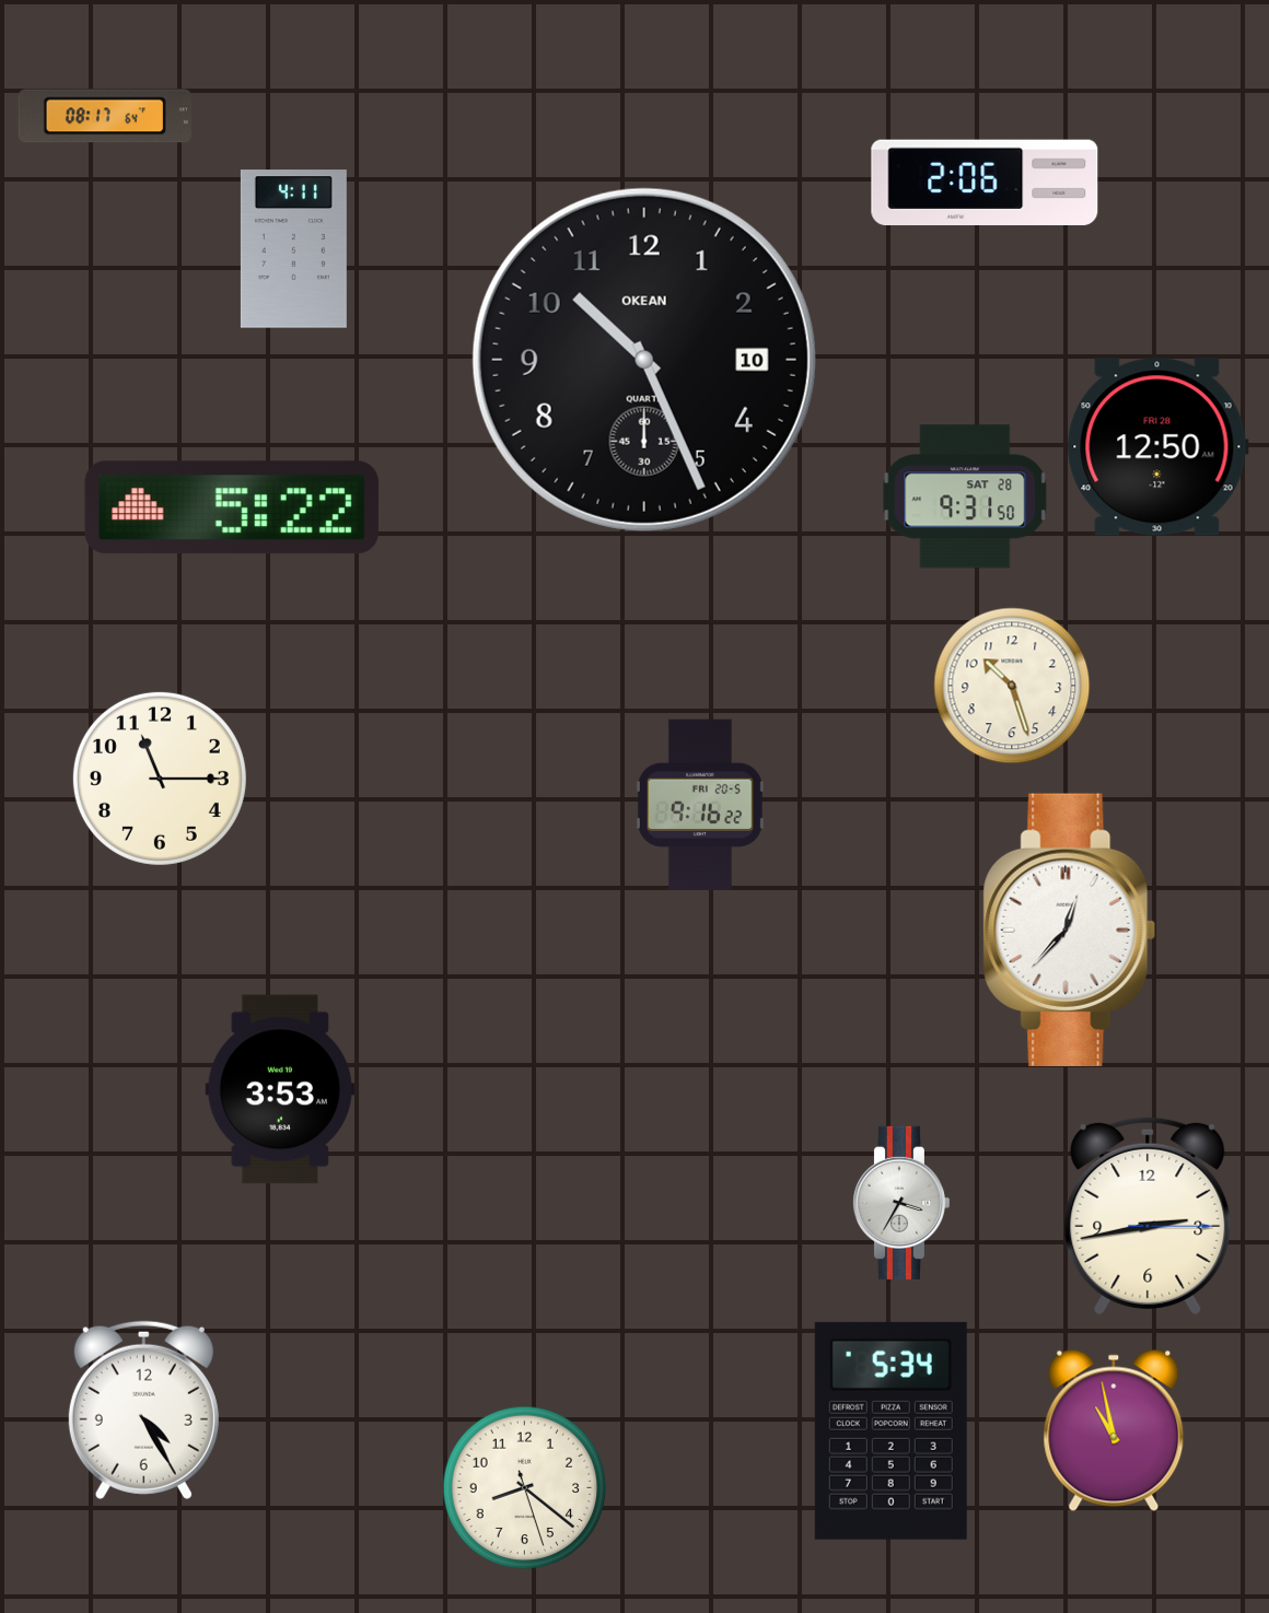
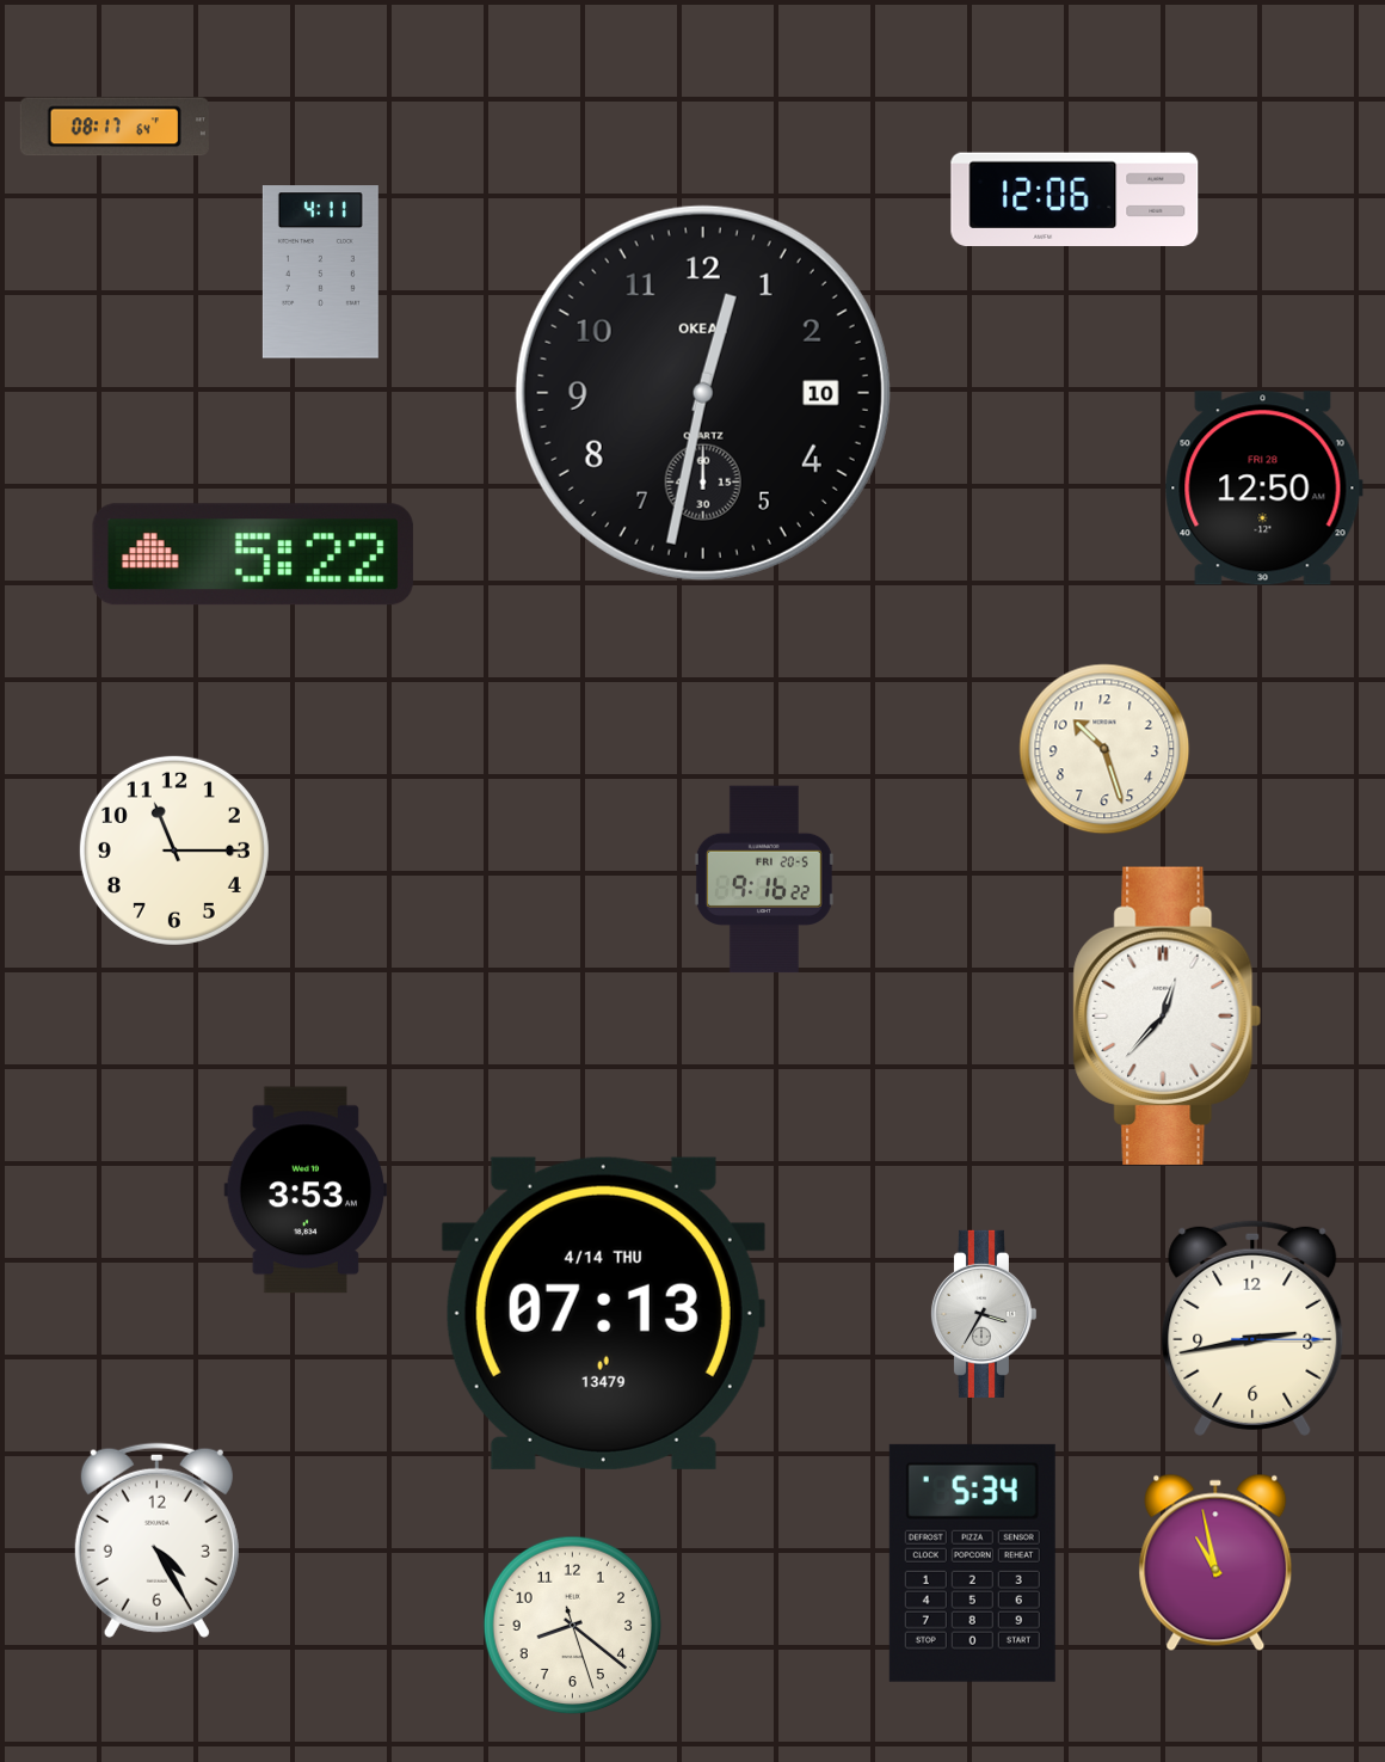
clock at (985, 183): 2:06 -> 12:06
clock at (644, 360): 10:26 -> 12:32
clock at (965, 496): 9:31 -> none
clock at (603, 1313): none -> 07:13
